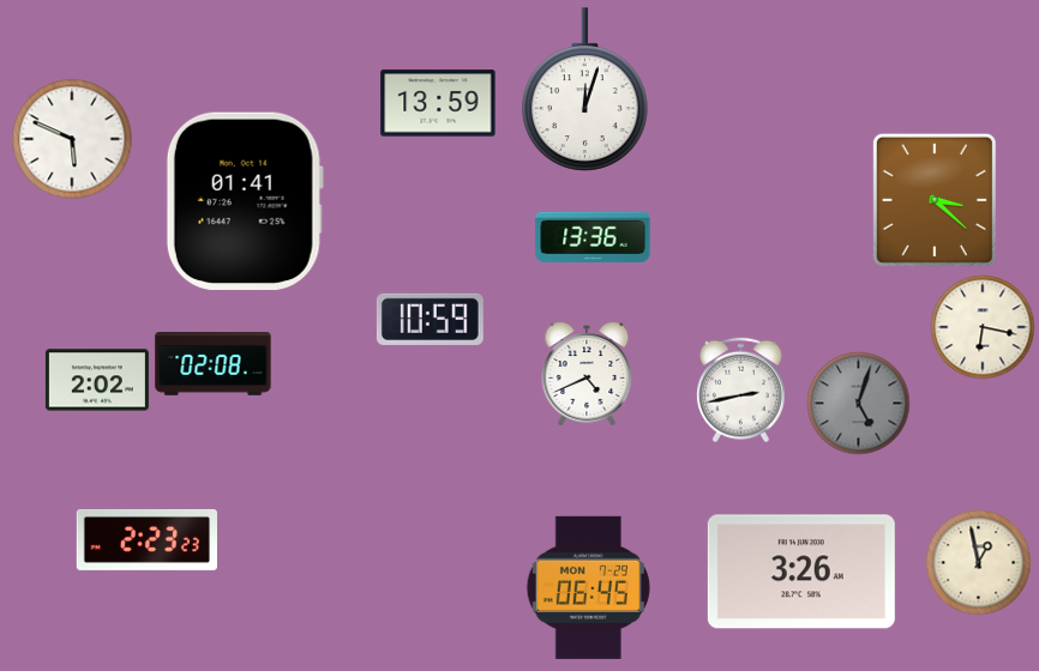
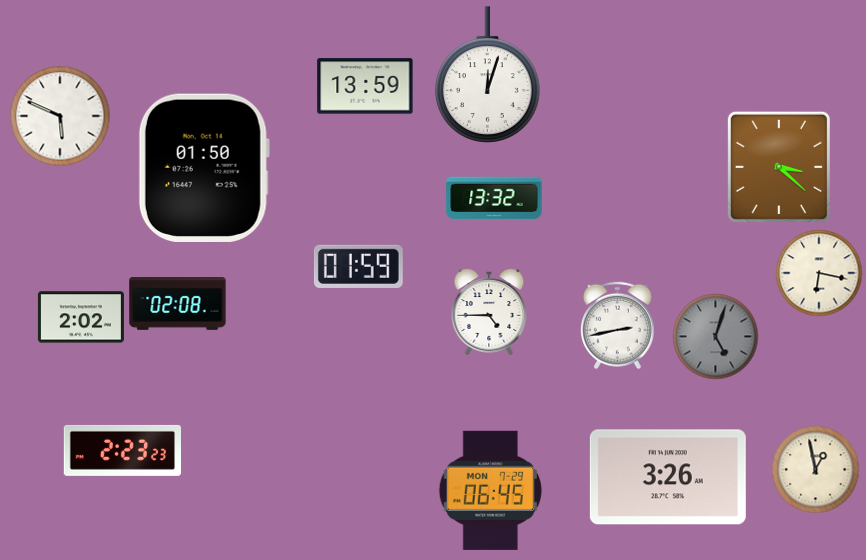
clock at (245, 201): 01:41 -> 01:50
clock at (593, 237): 13:36 -> 13:32
clock at (430, 319): 10:59 -> 01:59
clock at (587, 374): 4:41 -> 4:45
